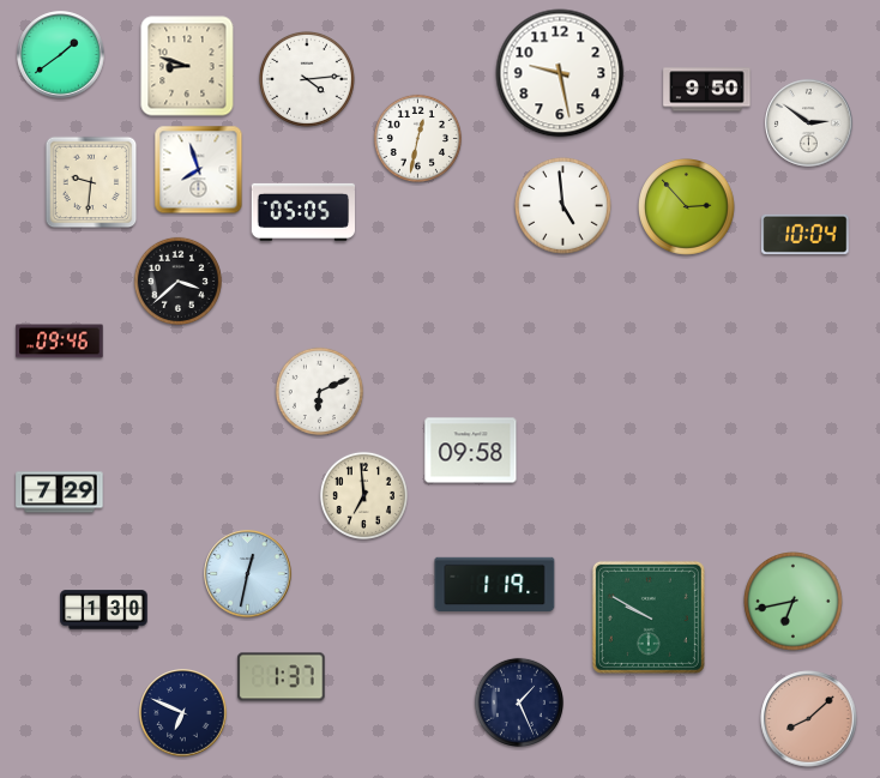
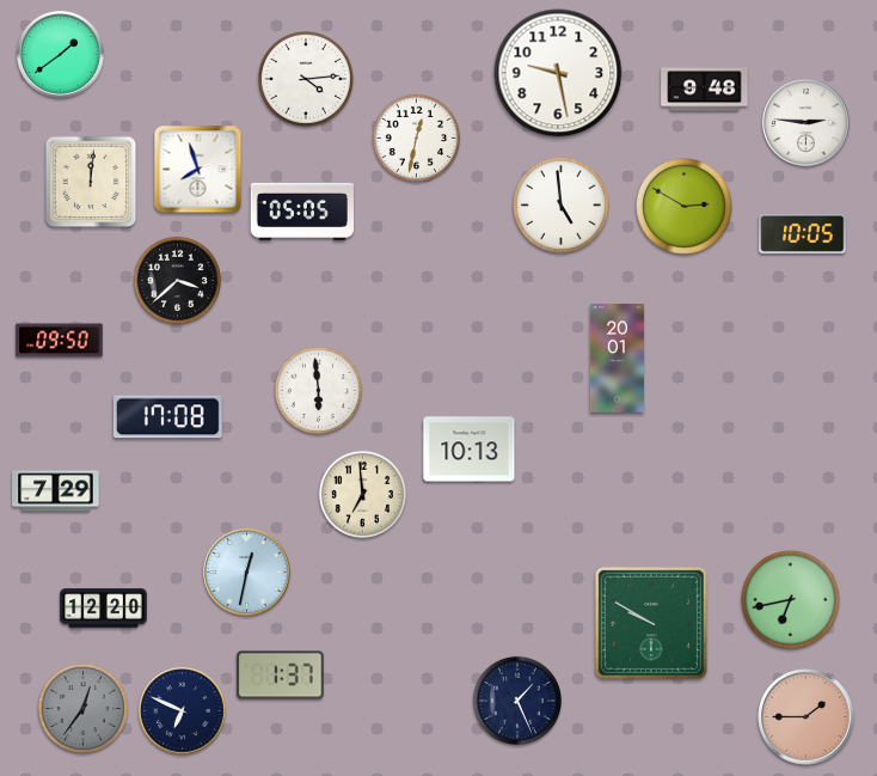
clock at (187, 66): 8:48 -> none
clock at (707, 90): 9:50 -> 9:48
clock at (809, 123): 2:51 -> 2:46
clock at (91, 182): 9:31 -> 12:01
clock at (687, 207): 2:53 -> 2:50
clock at (806, 234): 10:04 -> 10:05
clock at (60, 342): 09:46 -> 09:50
clock at (617, 359): none -> 20:01
clock at (319, 391): 6:11 -> 5:59
clock at (167, 417): none -> 17:08
clock at (471, 451): 09:58 -> 10:13
clock at (60, 493) position: (60, 493) -> (56, 491)
clock at (495, 585): 1:19 -> none
clock at (104, 610): 1:30 -> 12:20
clock at (649, 617) position: (649, 617) -> (651, 623)
clock at (82, 708): none -> 12:36
clock at (809, 719): 8:08 -> 1:45
